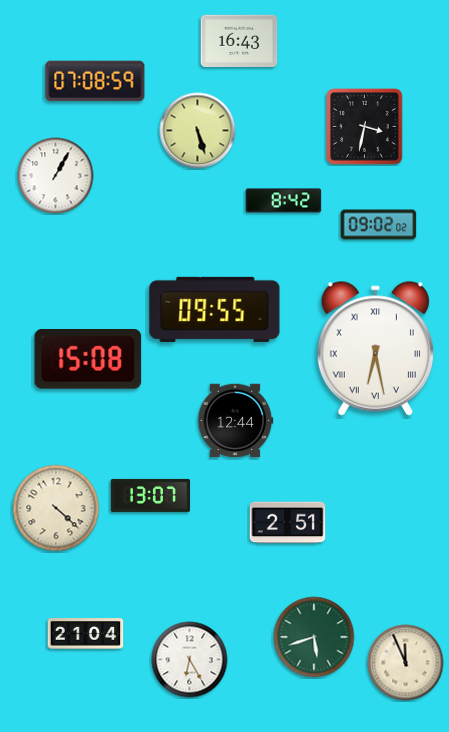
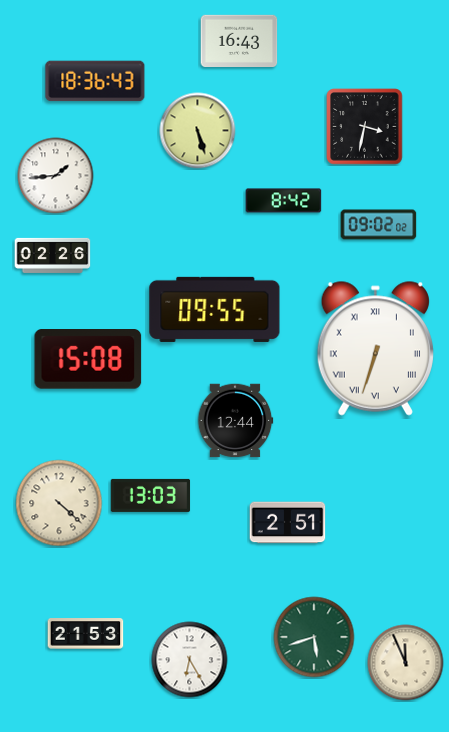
clock at (95, 81): 07:08 -> 18:36
clock at (56, 176): 1:05 -> 1:44
clock at (53, 255): none -> 02:26
clock at (375, 348): 6:28 -> 6:33
clock at (151, 495): 13:07 -> 13:03
clock at (56, 508) position: (56, 508) -> (59, 503)
clock at (86, 634): 21:04 -> 21:53
